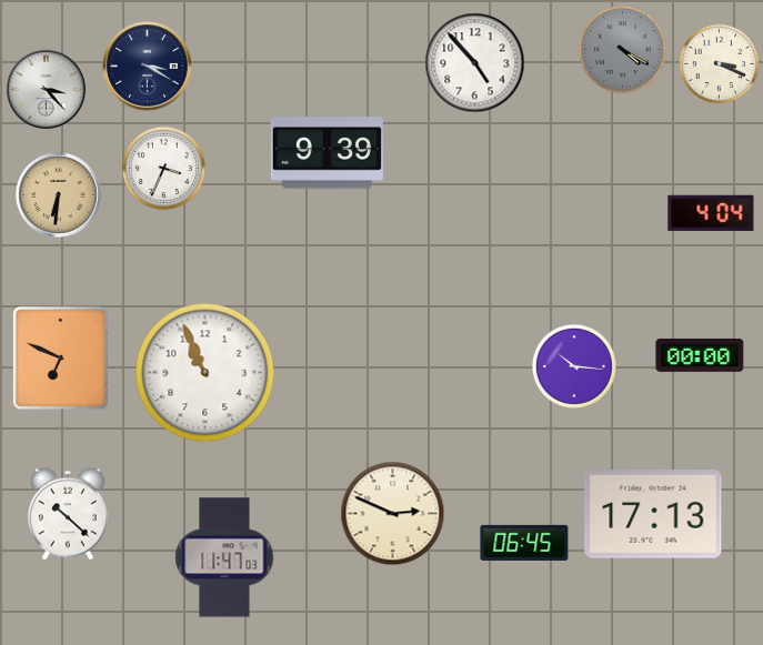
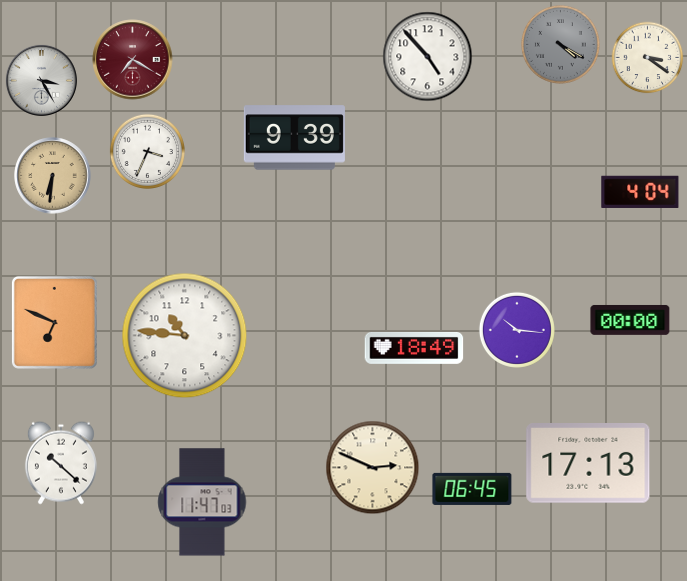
clock at (720, 64): 3:19 -> 3:21
clock at (148, 67): 3:20 -> 7:20
clock at (148, 67) dial: navy -> burgundy
clock at (46, 89): 3:23 -> 3:25
clock at (205, 373): 10:56 -> 10:46
clock at (414, 348): none -> 18:49
clock at (393, 514) position: (393, 514) -> (373, 468)
